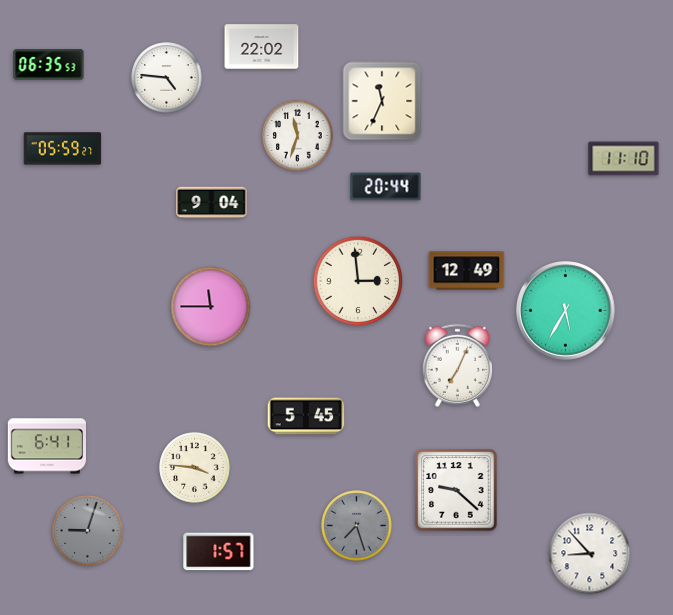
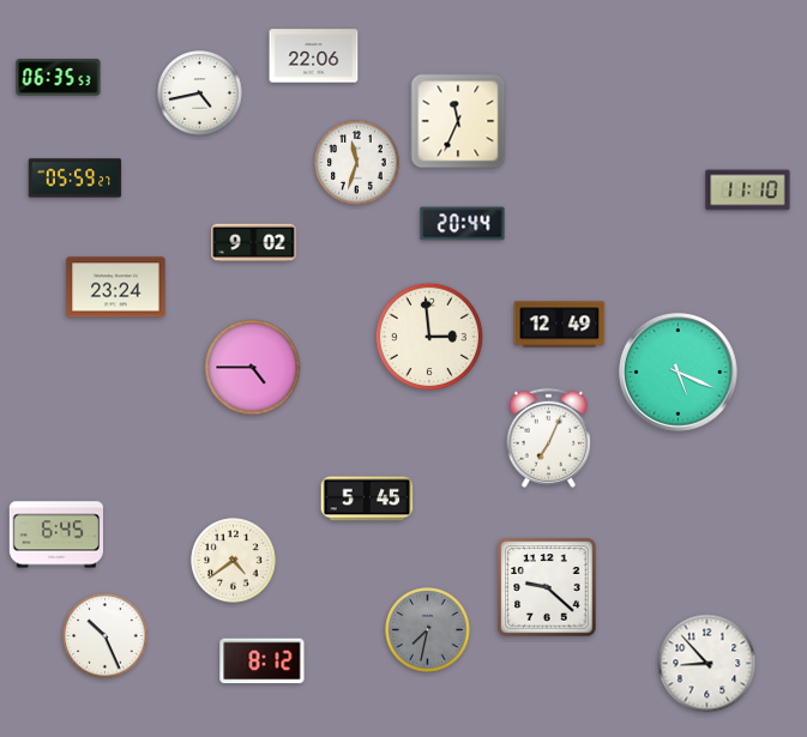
clock at (262, 47): 22:02 -> 22:06
clock at (167, 78): 4:46 -> 4:43
clock at (212, 203): 9:04 -> 9:02
clock at (116, 288): none -> 23:24
clock at (211, 307): 11:45 -> 4:45
clock at (566, 311): 5:35 -> 5:19
clock at (46, 446): 6:41 -> 6:45
clock at (195, 468): 3:46 -> 4:39
clock at (357, 526): 7:27 -> 7:32
clock at (88, 531): 9:03 -> 10:26
clock at (88, 531) dial: grey -> white
clock at (219, 552): 1:57 -> 8:12
